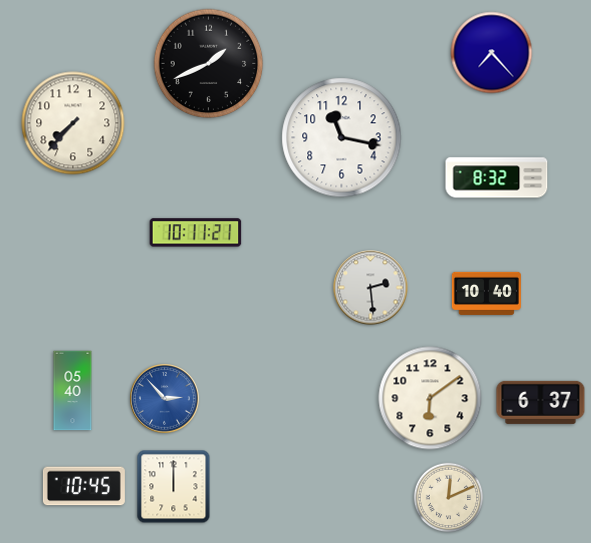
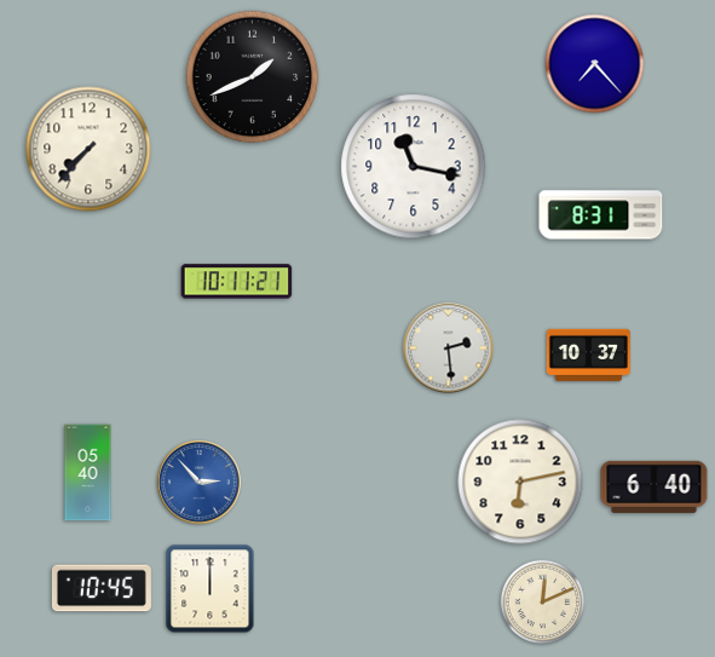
clock at (497, 178): 8:32 -> 8:31
clock at (486, 293): 10:40 -> 10:37
clock at (430, 398): 6:09 -> 6:13
clock at (541, 402): 6:37 -> 6:40
